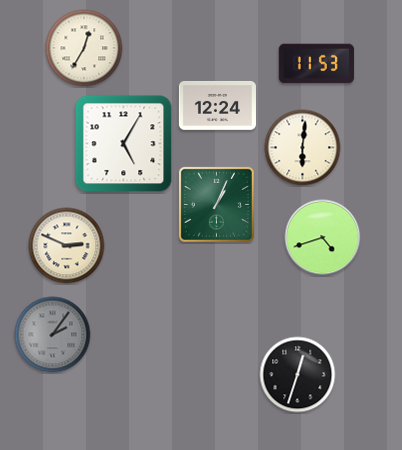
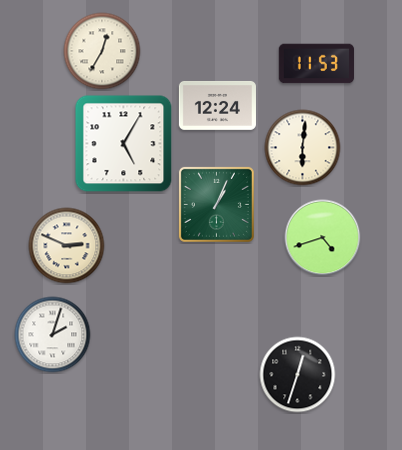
clock at (84, 48) position: (84, 48) -> (102, 51)
clock at (53, 335): 2:06 -> 2:03
clock at (53, 335) dial: grey -> white
